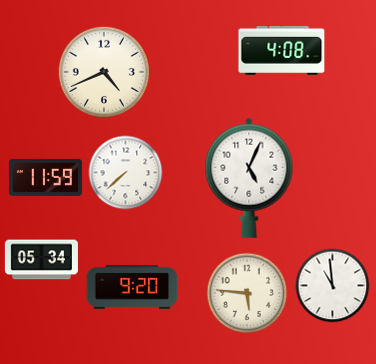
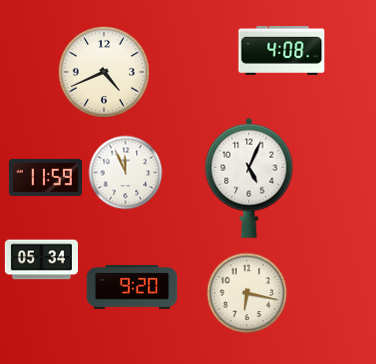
clock at (126, 173): 7:38 -> 11:56
clock at (333, 286): 10:59 -> none
clock at (247, 293): 5:46 -> 6:17
